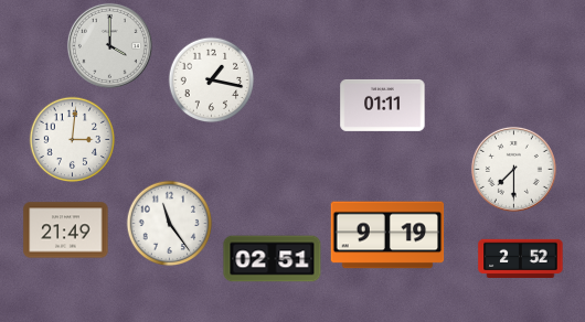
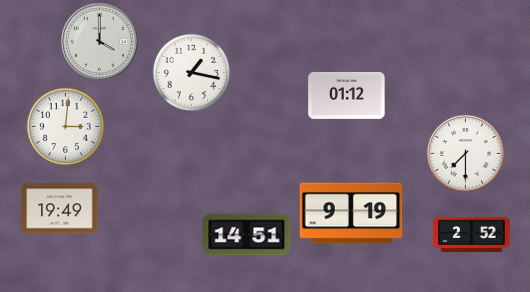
clock at (383, 105): 01:11 -> 01:12
clock at (169, 223): 11:24 -> none
clock at (66, 230): 21:49 -> 19:49
clock at (273, 259): 02:51 -> 14:51
